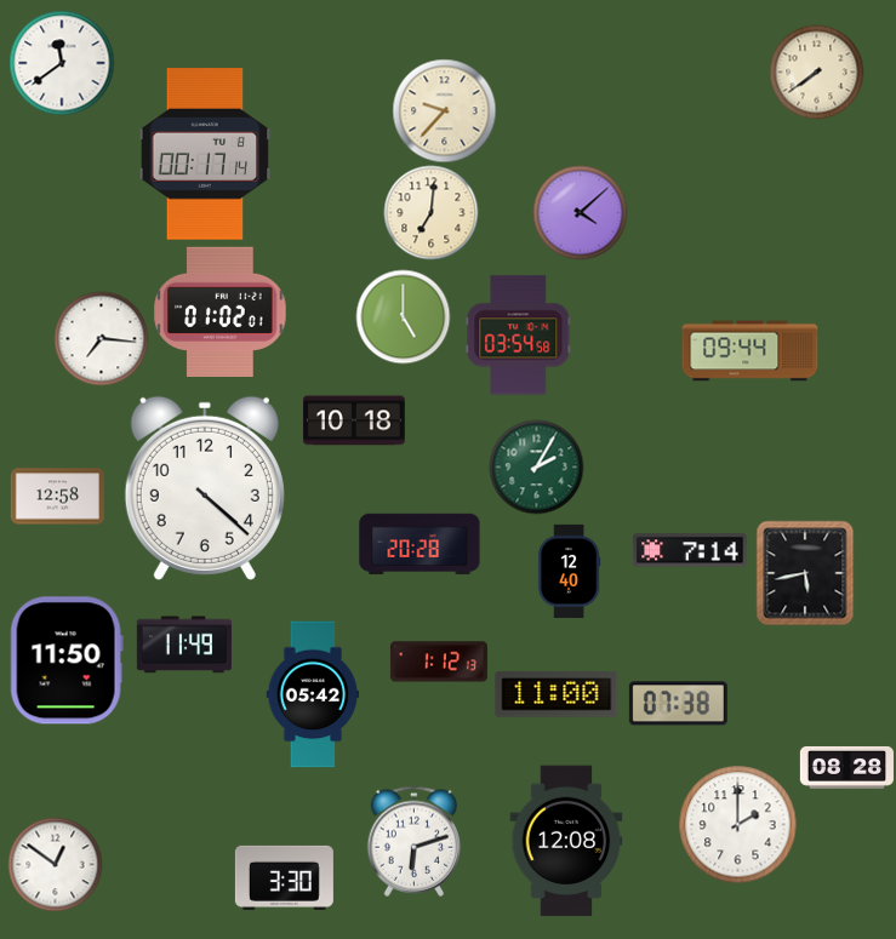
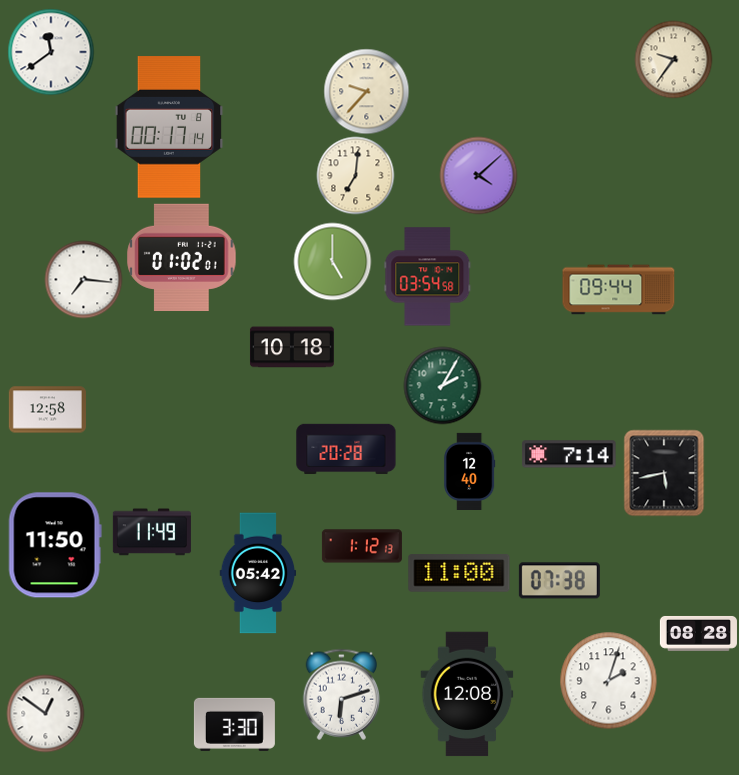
clock at (816, 71): 7:39 -> 9:36
clock at (205, 488): 4:22 -> none
clock at (737, 824): 2:00 -> 2:03
